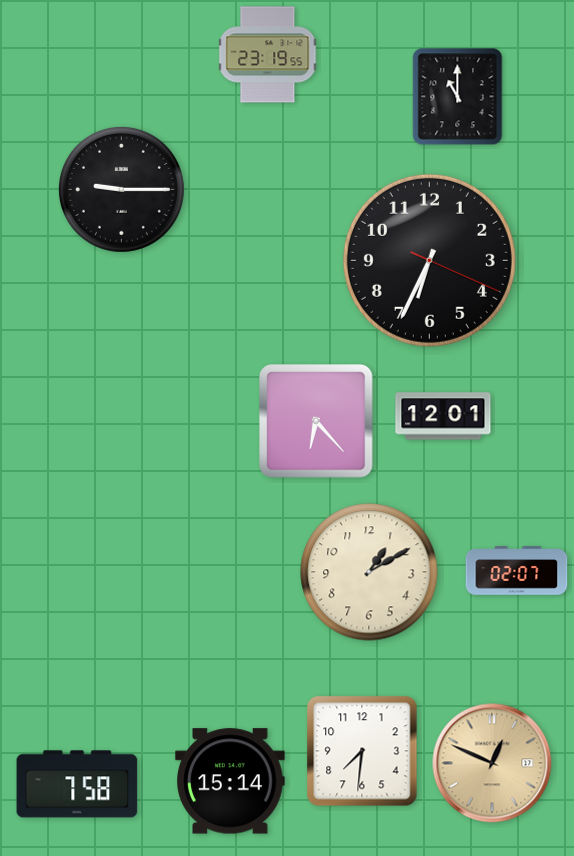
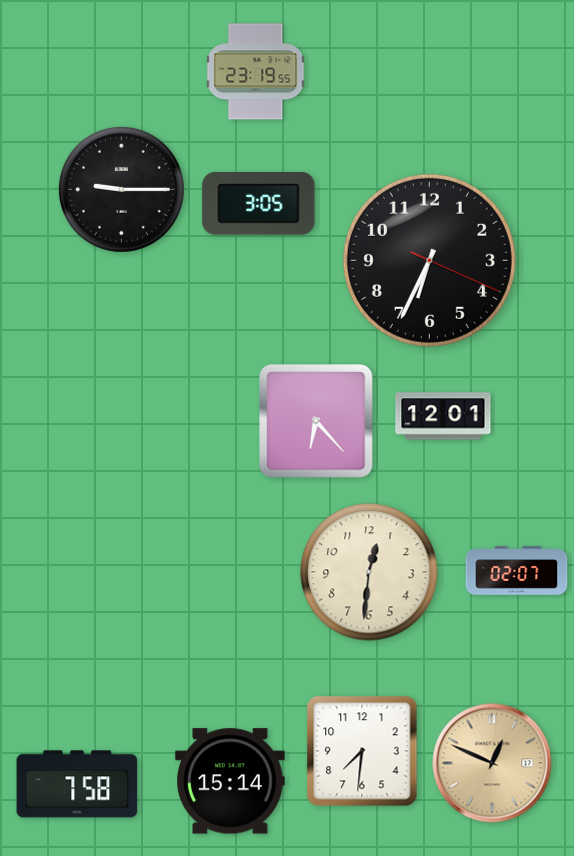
clock at (268, 55) position: (268, 55) -> (256, 72)
clock at (458, 97): 11:00 -> none
clock at (259, 204): none -> 3:05
clock at (369, 572): 1:10 -> 12:31
